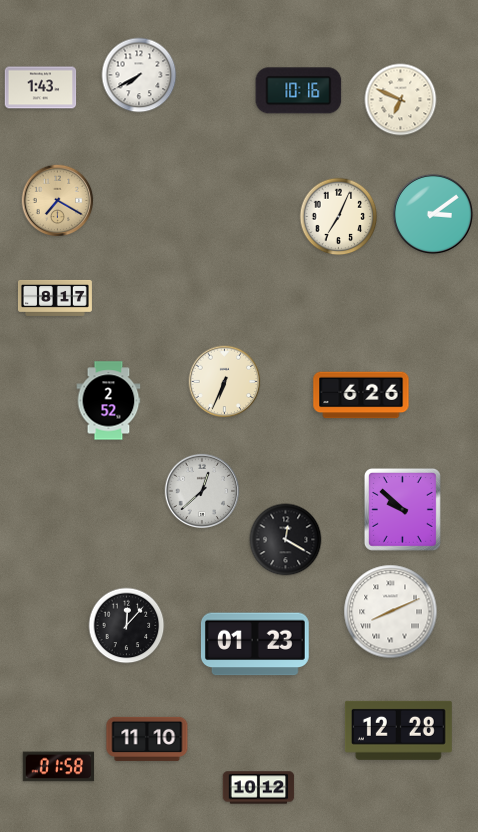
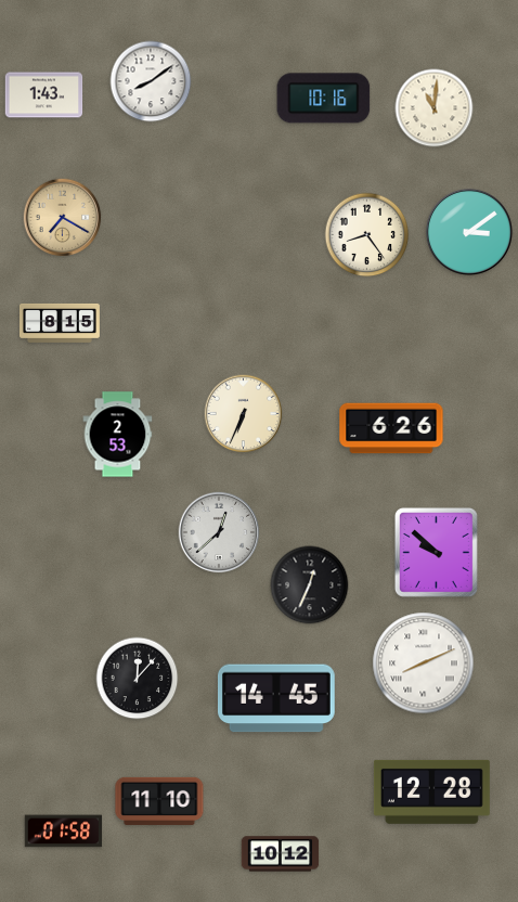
clock at (139, 75): 7:40 -> 8:09
clock at (401, 100): 6:49 -> 11:01
clock at (339, 217): 7:04 -> 8:24
clock at (55, 298): 8:17 -> 8:15
clock at (109, 401): 2:52 -> 2:53
clock at (286, 540): 12:20 -> 12:34
clock at (255, 644): 01:23 -> 14:45
